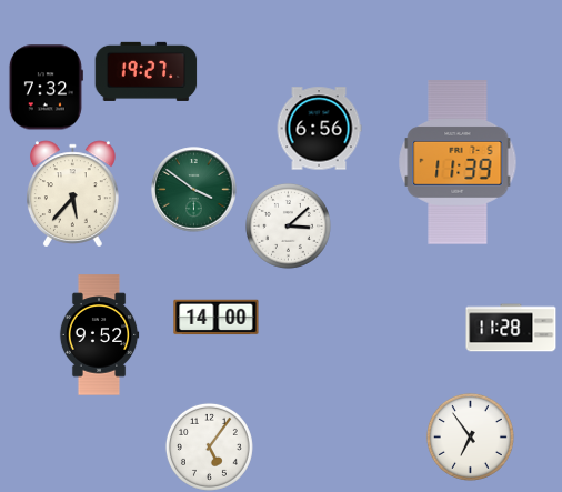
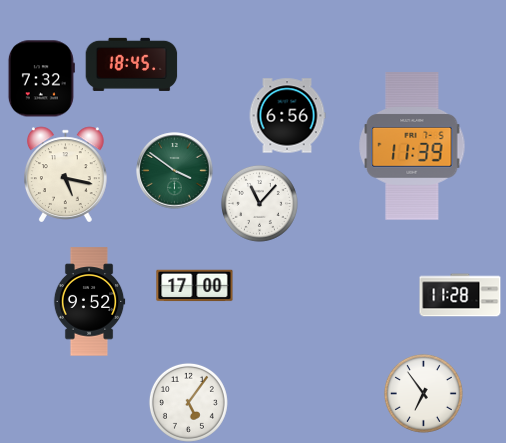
clock at (147, 71): 19:27 -> 18:45
clock at (73, 194): 5:37 -> 5:17
clock at (288, 225): 3:08 -> 11:07
clock at (217, 318): 14:00 -> 17:00
